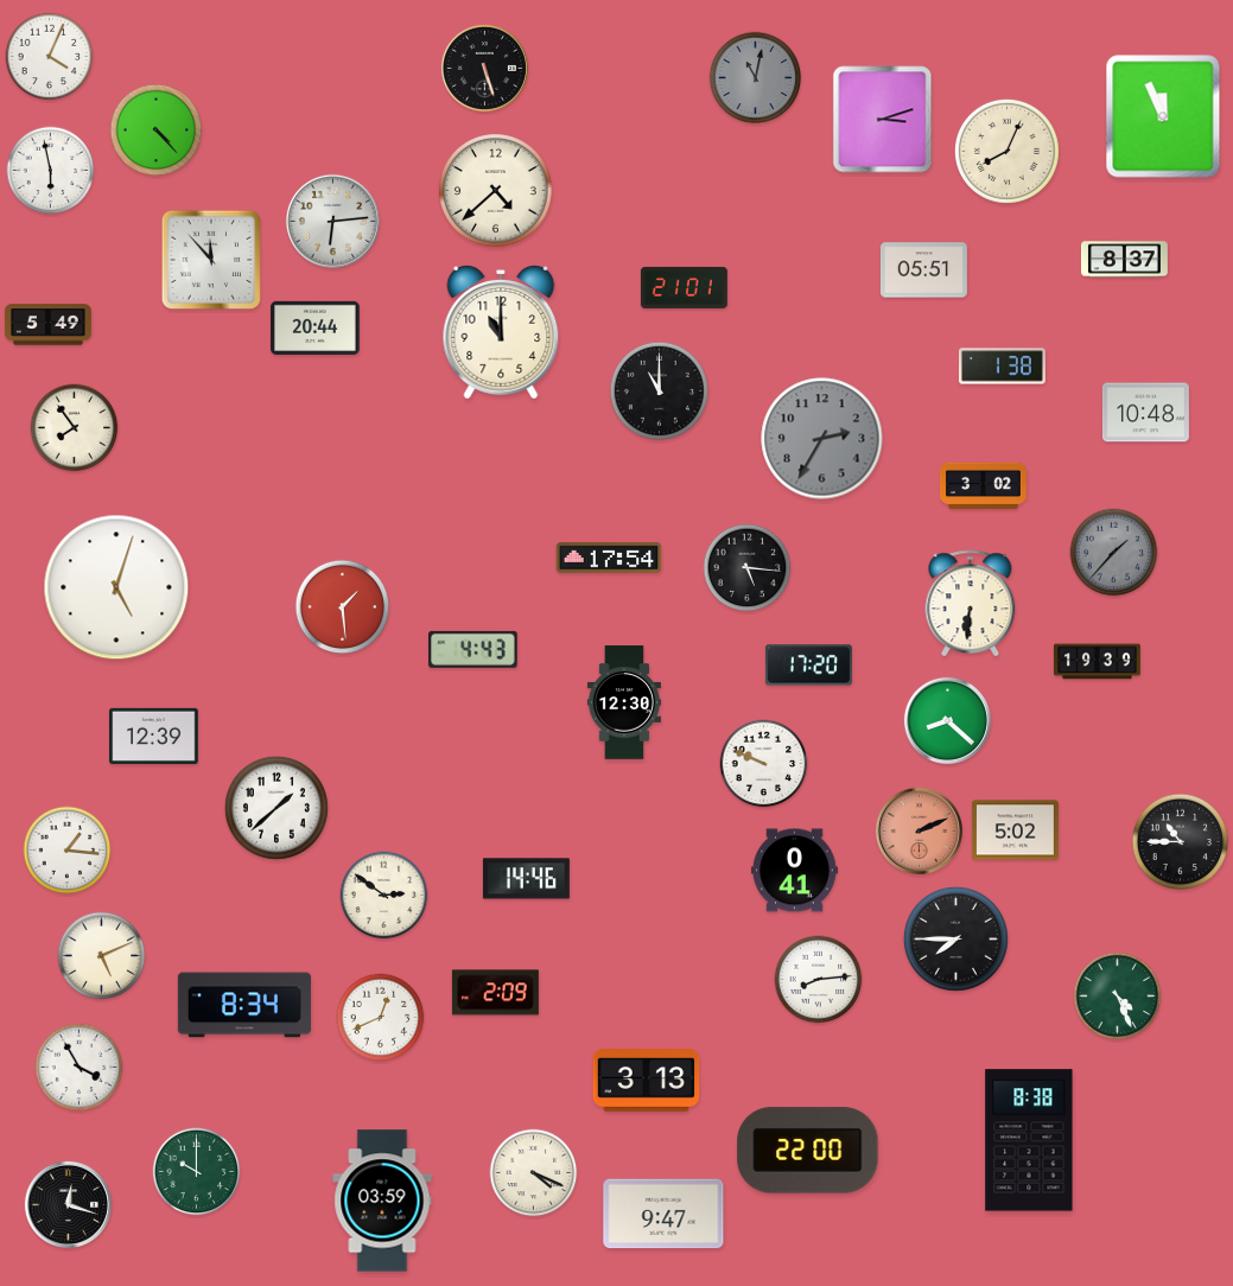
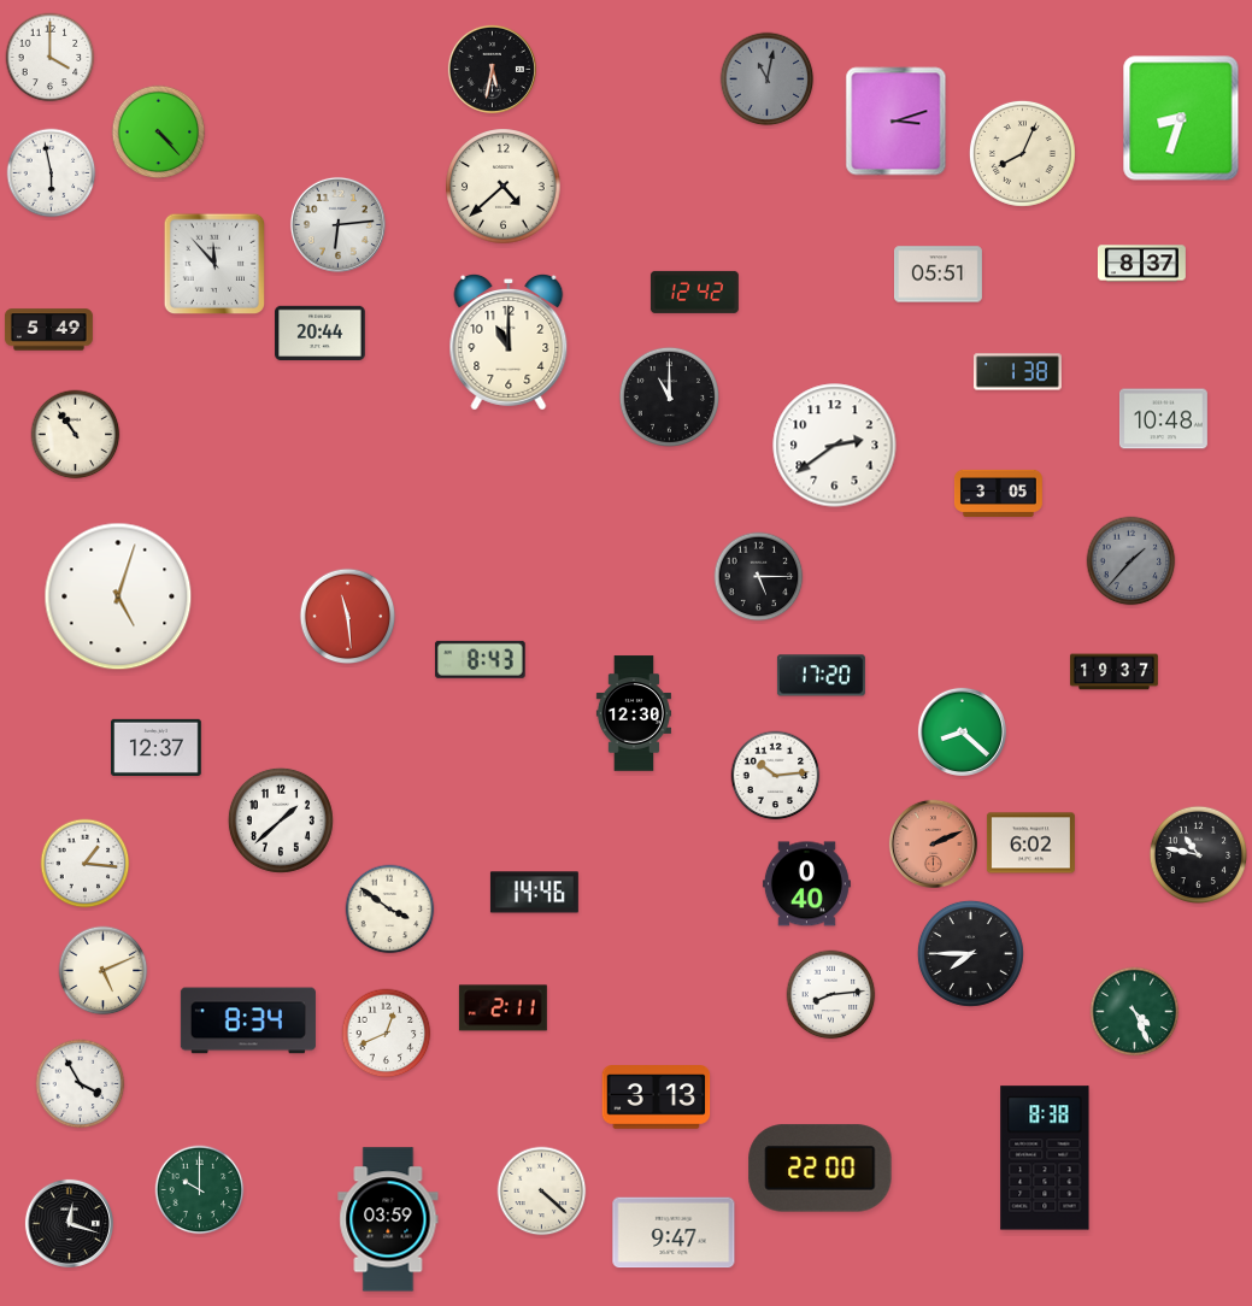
clock at (50, 57): 4:04 -> 4:00
clock at (484, 68): 5:27 -> 5:32
clock at (1163, 116): 11:56 -> 8:33
clock at (496, 191) position: (496, 191) -> (504, 187)
clock at (684, 287): 21:01 -> 12:42
clock at (501, 332) position: (501, 332) -> (509, 342)
clock at (75, 428): 7:54 -> 10:54
clock at (822, 439): 2:35 -> 2:39
clock at (822, 439) dial: grey -> white
clock at (983, 485): 3:02 -> 3:05
clock at (609, 558): 17:54 -> none
clock at (748, 568): 5:16 -> 5:15
clock at (971, 604): 6:31 -> none
clock at (343, 607): 1:29 -> 11:29
clock at (474, 649): 4:43 -> 8:43
clock at (1097, 662): 19:39 -> 19:37
clock at (154, 736): 12:39 -> 12:37
clock at (764, 764): 9:49 -> 10:14
clock at (1015, 830): 5:02 -> 6:02
clock at (1180, 841): 10:45 -> 10:47
clock at (68, 851) position: (68, 851) -> (86, 864)
clock at (794, 871): 0:41 -> 0:40
clock at (384, 896): 2:51 -> 3:51
clock at (495, 993): 2:09 -> 2:11
clock at (534, 1173): 4:19 -> 4:22
